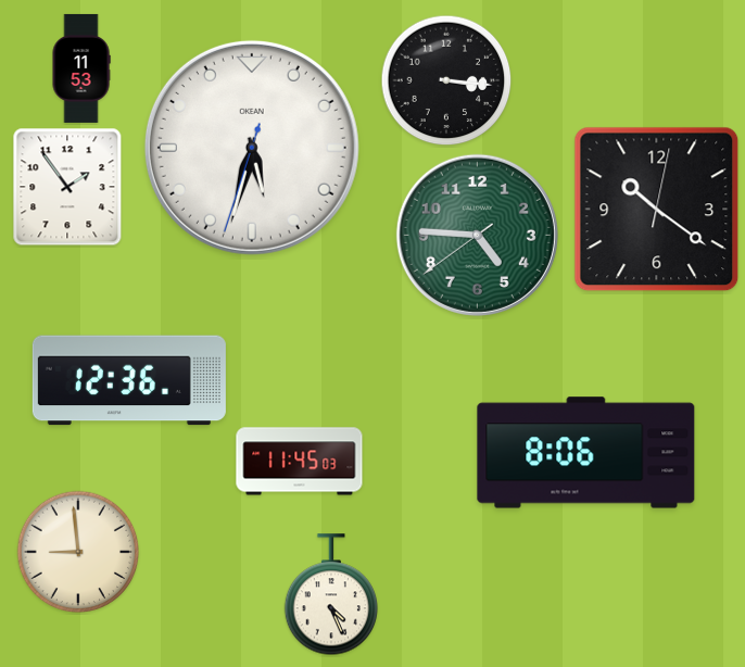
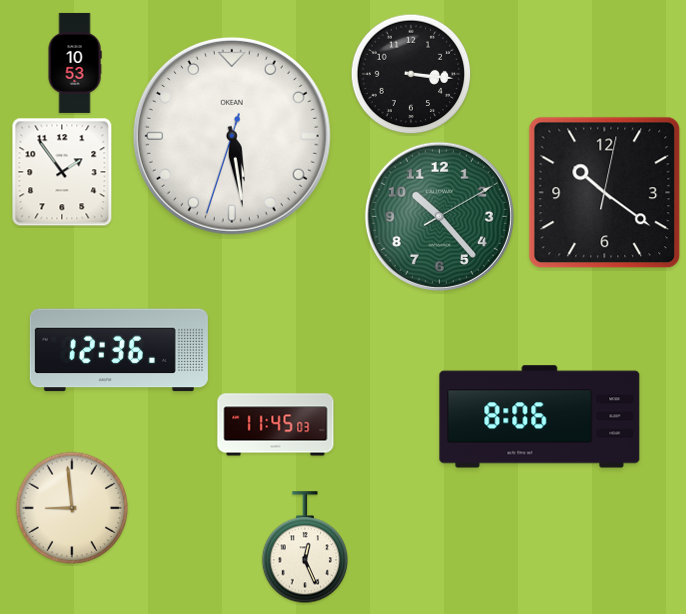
clock at (81, 68): 11:53 -> 10:53
clock at (252, 148): 5:32 -> 5:28
clock at (477, 235): 4:45 -> 10:23
clock at (330, 595): 4:26 -> 12:26
